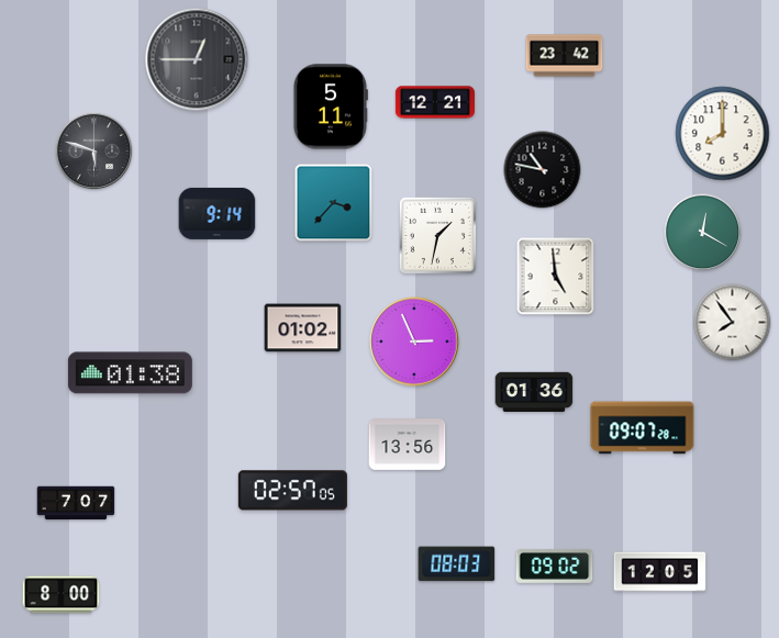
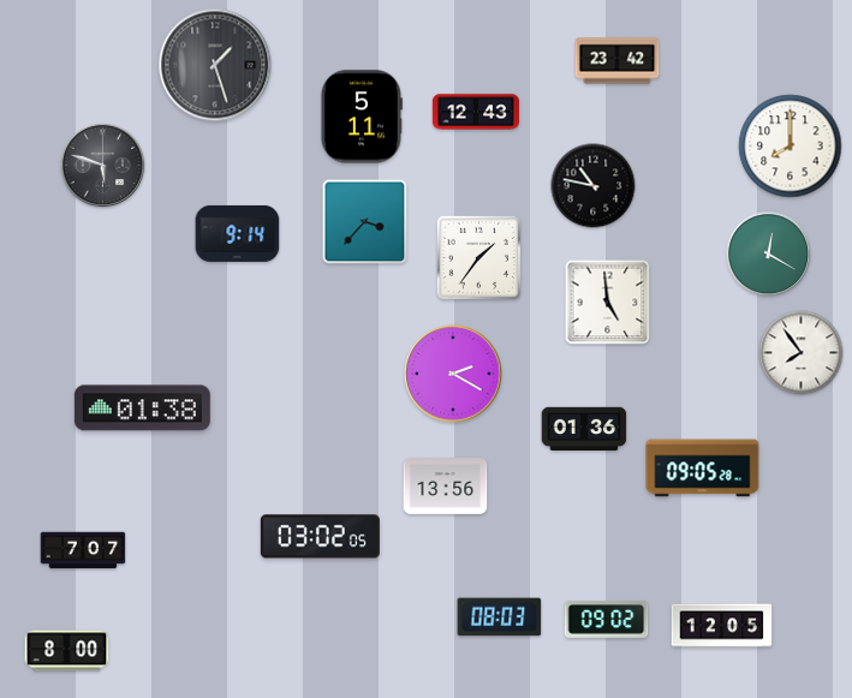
clock at (197, 59): 12:45 -> 1:27
clock at (435, 102): 12:21 -> 12:43
clock at (437, 235): 1:32 -> 1:36
clock at (303, 328): 01:02 -> none
clock at (414, 342): 2:56 -> 2:20
clock at (643, 428): 09:07 -> 09:05
clock at (292, 491): 02:57 -> 03:02
